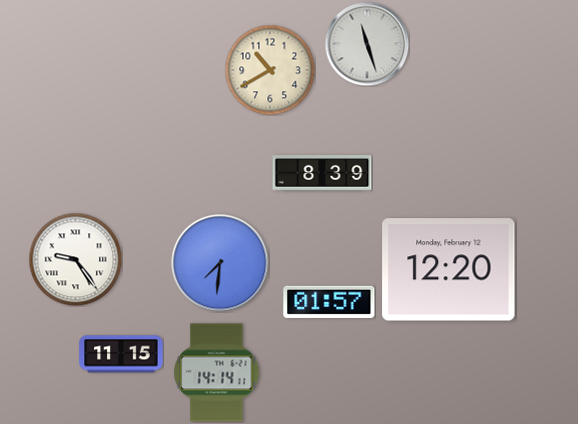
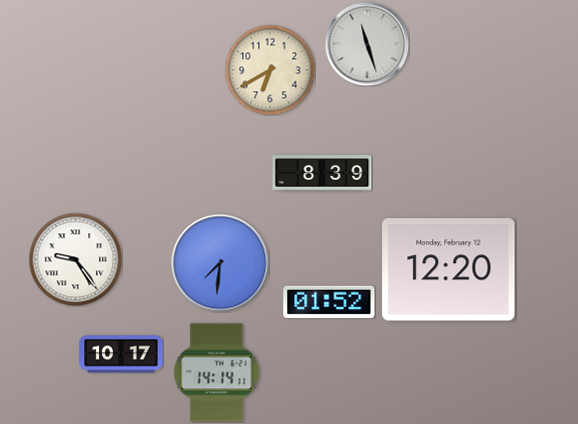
clock at (270, 70): 10:40 -> 6:40
clock at (329, 302): 01:57 -> 01:52
clock at (121, 354): 11:15 -> 10:17
